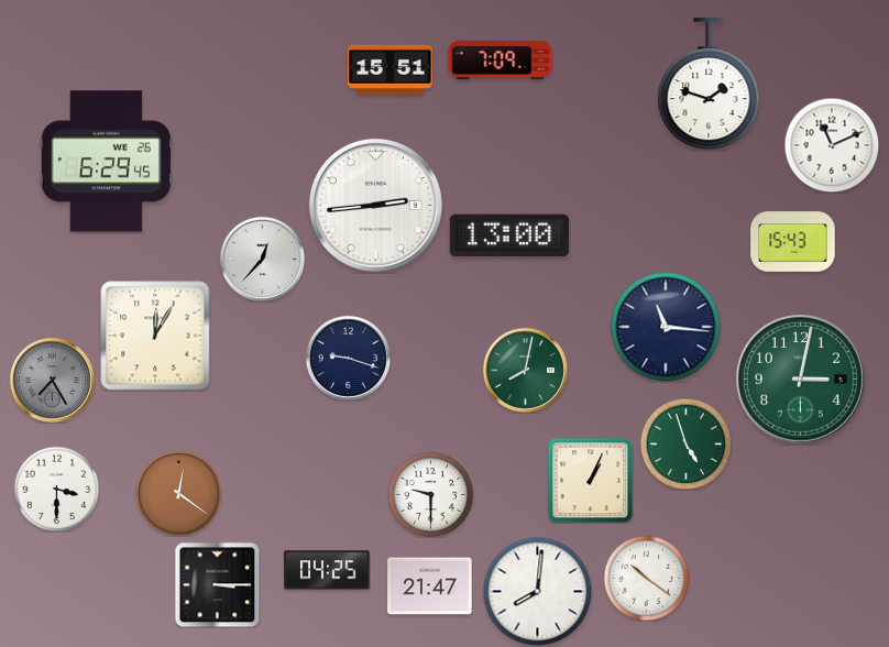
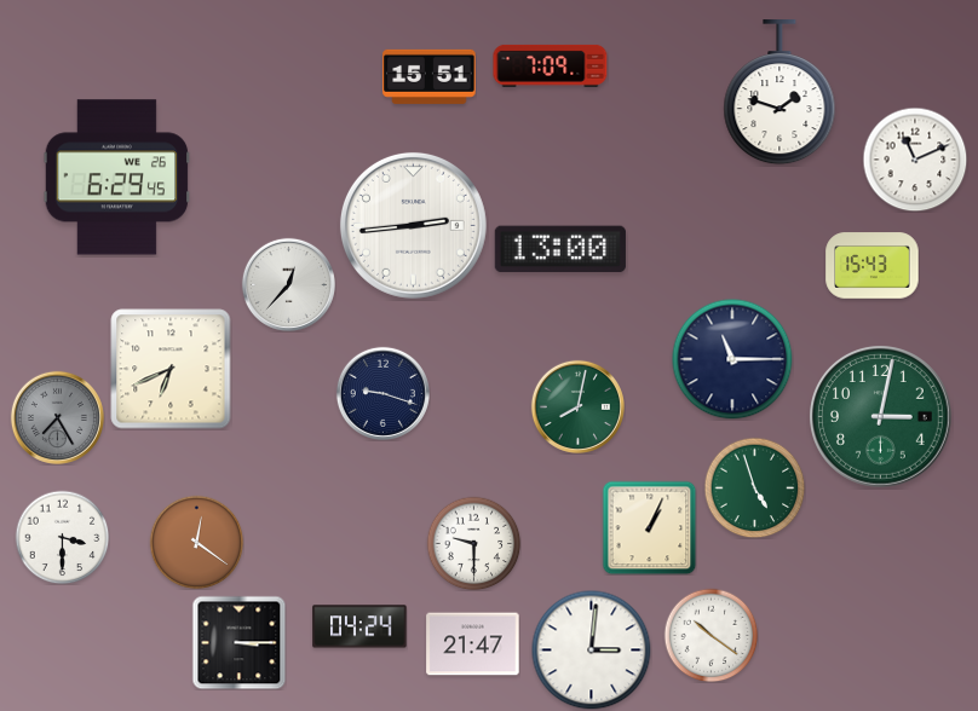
clock at (509, 235) position: (509, 235) -> (560, 249)
clock at (666, 327): 11:16 -> 11:15
clock at (155, 336): 12:05 -> 6:41
clock at (327, 570): 04:25 -> 04:24
clock at (538, 592): 8:01 -> 3:01
